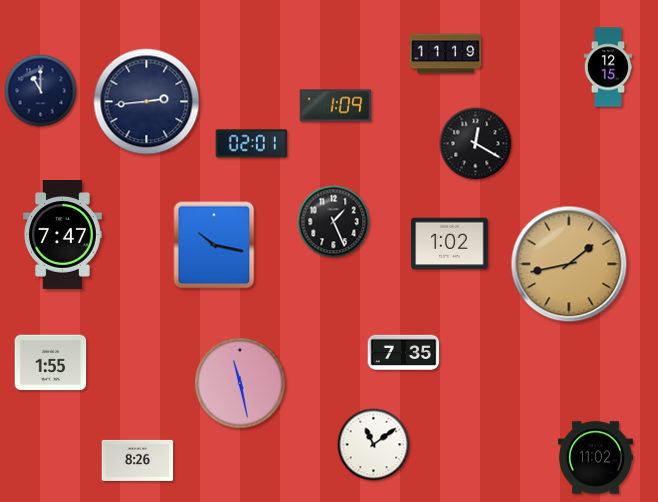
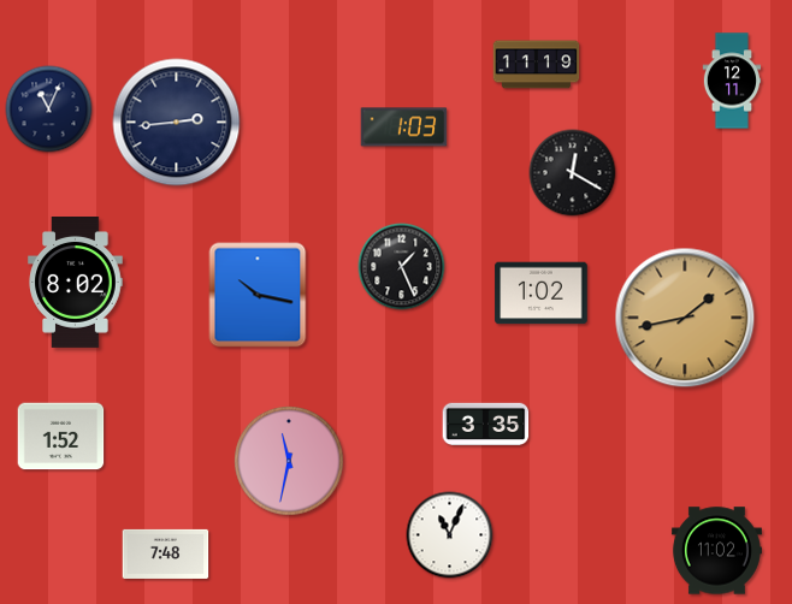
clock at (608, 67): 12:15 -> 12:11
clock at (41, 91): 11:00 -> 11:04
clock at (336, 106): 1:09 -> 1:03
clock at (252, 144): 02:01 -> none
clock at (63, 235): 7:47 -> 8:02
clock at (404, 352): 7:35 -> 3:35
clock at (51, 363): 1:55 -> 1:52
clock at (240, 383): 11:28 -> 11:32
clock at (374, 445): 11:09 -> 11:04
clock at (138, 460): 8:26 -> 7:48
